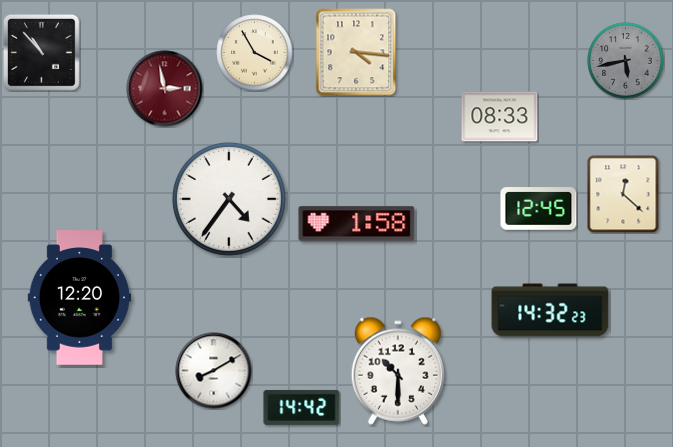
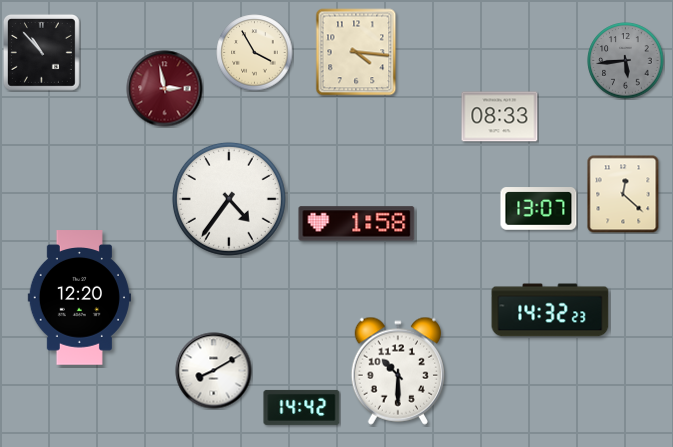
clock at (626, 61): 5:43 -> 5:44
clock at (539, 209): 12:45 -> 13:07
